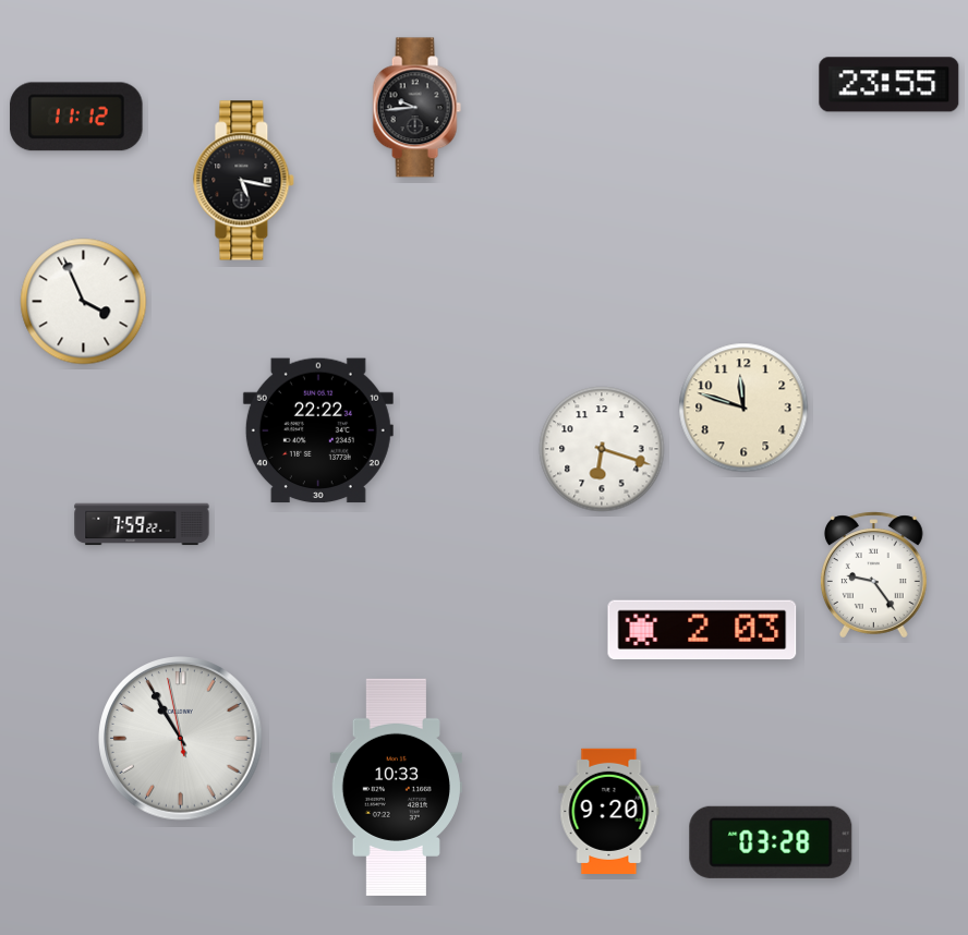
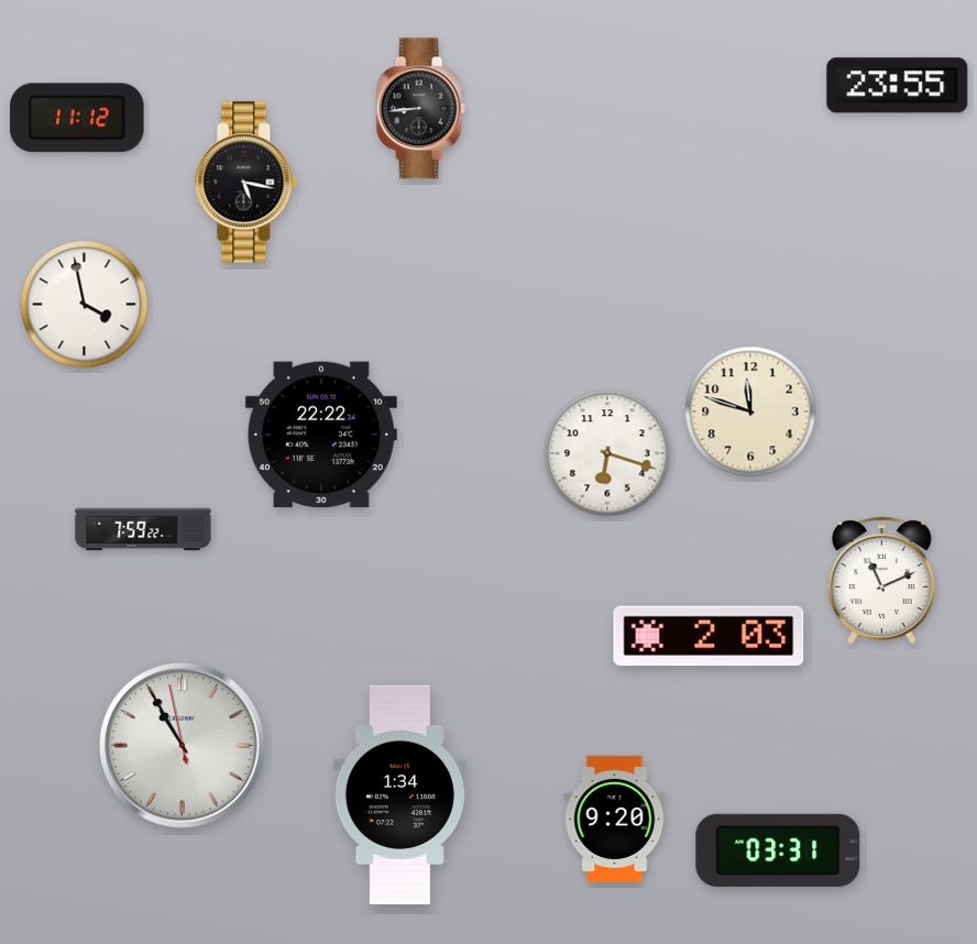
clock at (416, 108): 9:44 -> 8:44
clock at (84, 302): 3:56 -> 3:58
clock at (873, 575): 9:24 -> 11:11
clock at (396, 787): 10:33 -> 1:34
clock at (771, 842): 03:28 -> 03:31
